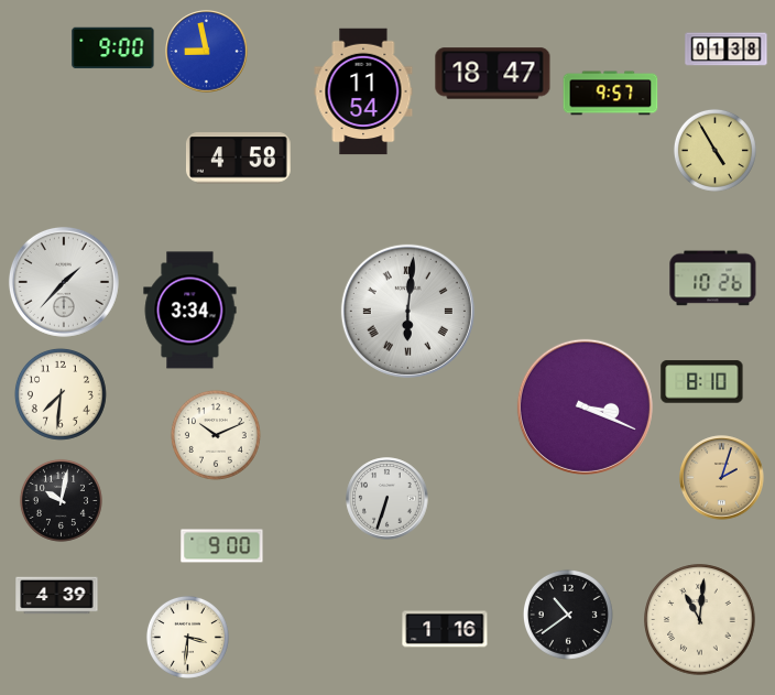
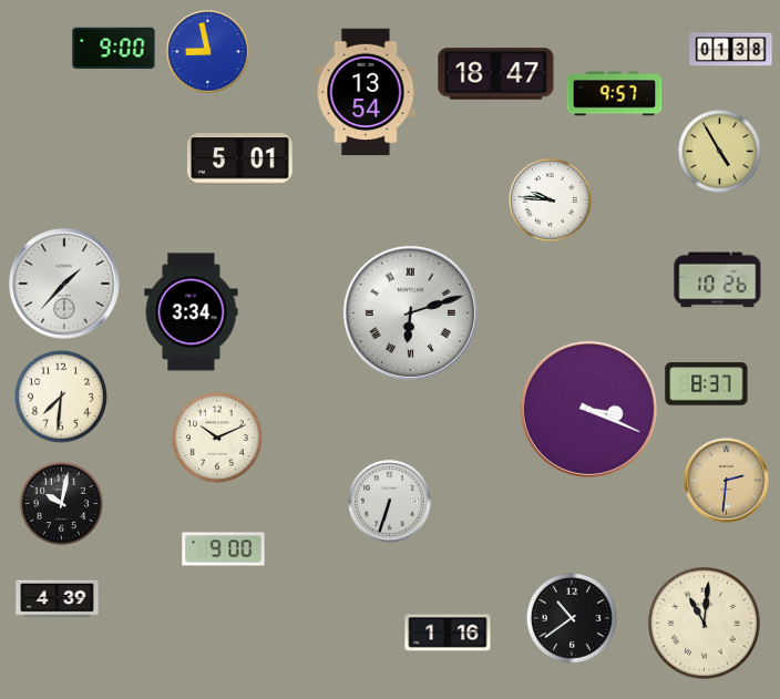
clock at (363, 91): 11:54 -> 13:54
clock at (238, 159): 4:58 -> 5:01
clock at (550, 199): none -> 9:46
clock at (407, 311): 6:01 -> 6:12
clock at (702, 382): 8:10 -> 8:37
clock at (722, 478): 2:03 -> 2:31
clock at (187, 637): 3:31 -> none
